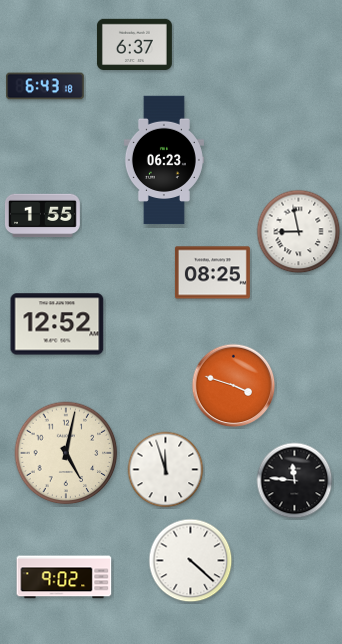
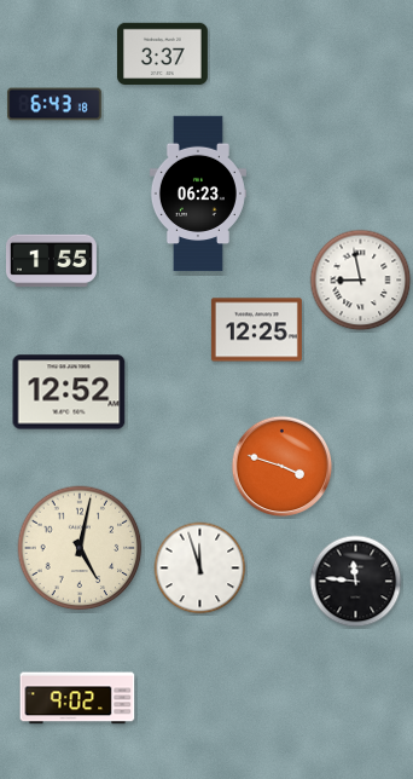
clock at (134, 44): 6:37 -> 3:37
clock at (212, 273): 08:25 -> 12:25
clock at (191, 561): 4:22 -> none
